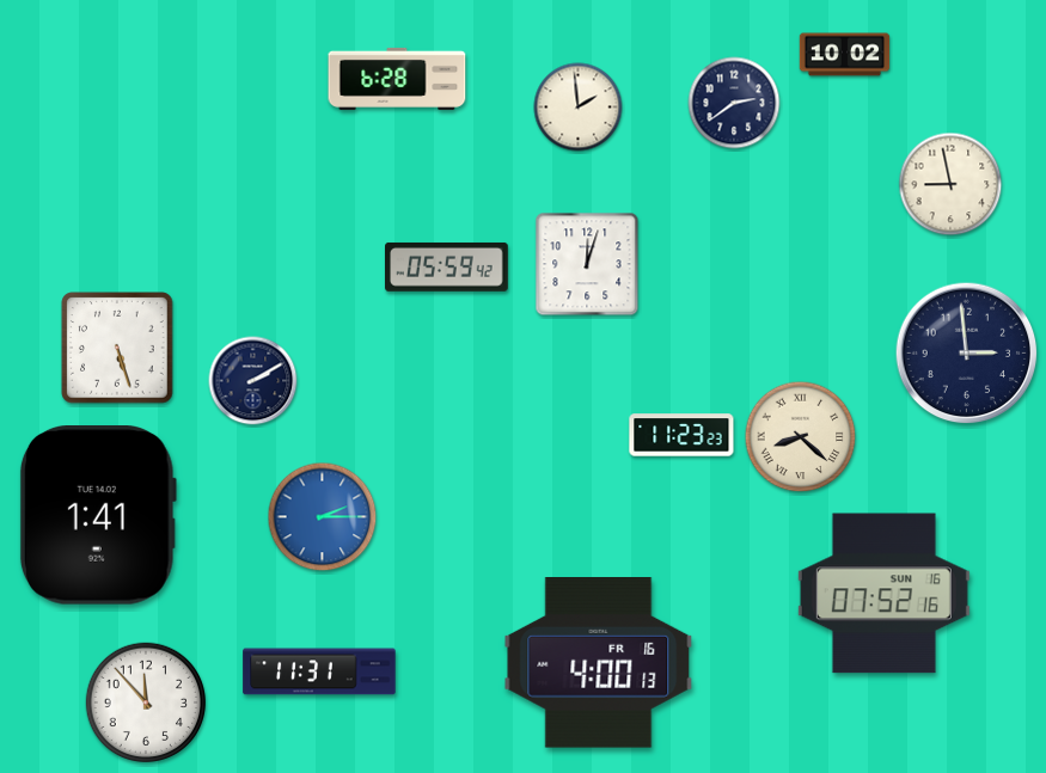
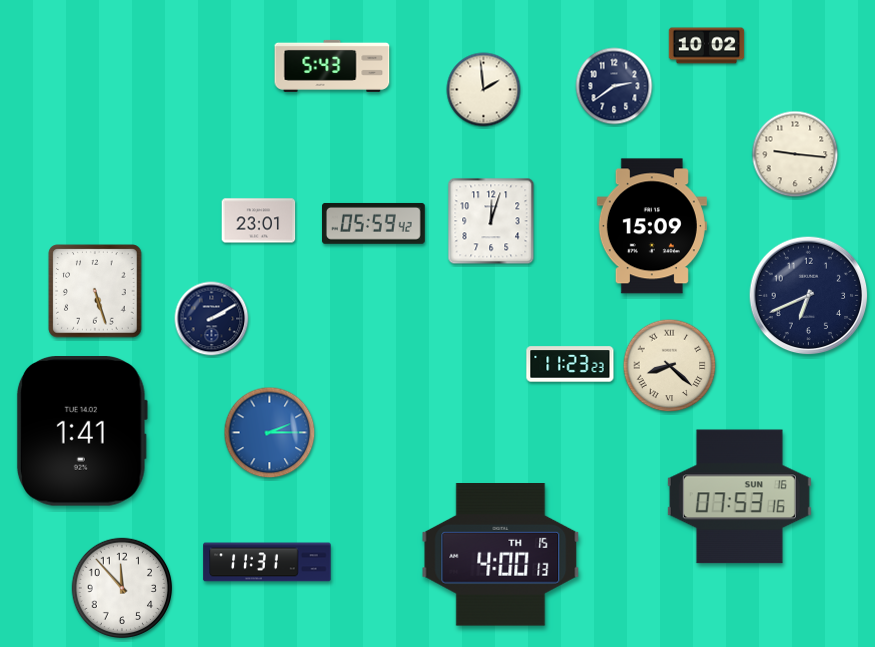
clock at (397, 79): 6:28 -> 5:43
clock at (950, 184): 8:58 -> 9:16
clock at (259, 221): none -> 23:01
clock at (652, 226): none -> 15:09
clock at (117, 348) position: (117, 348) -> (95, 291)
clock at (967, 354): 2:59 -> 6:41
clock at (883, 594): 07:52 -> 07:53
clock at (599, 663) date: FR 16 -> TH 15
